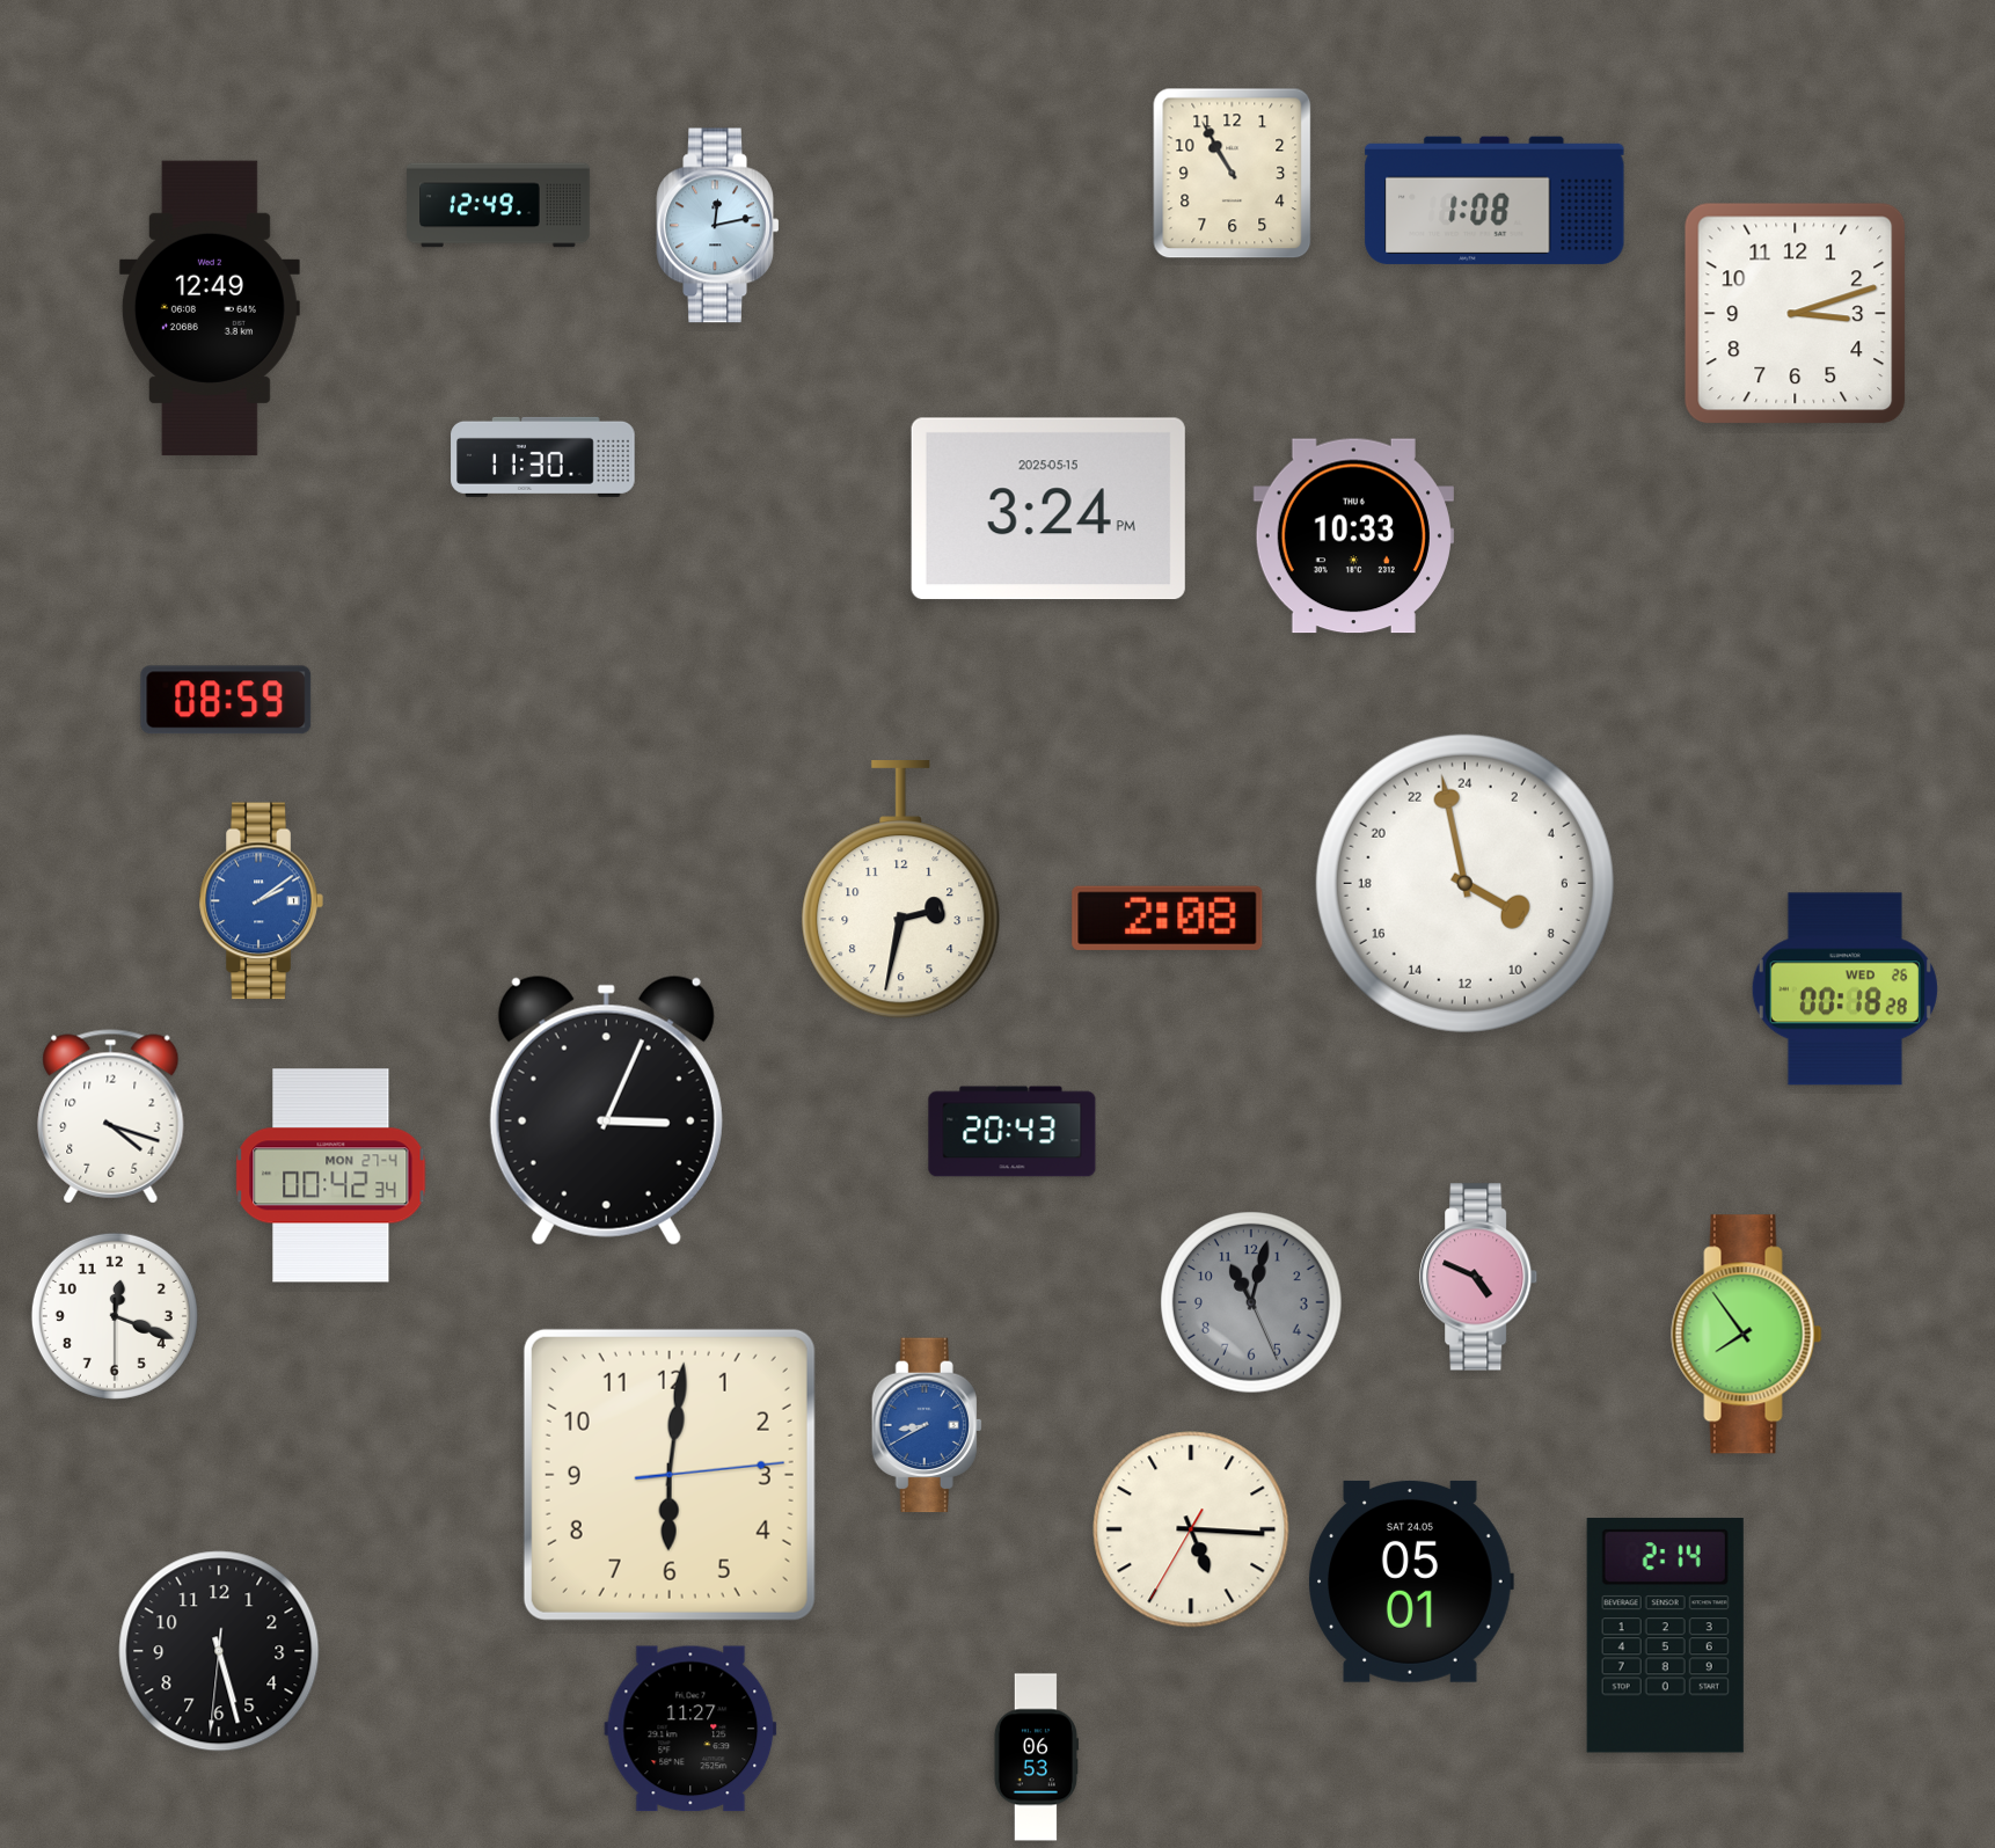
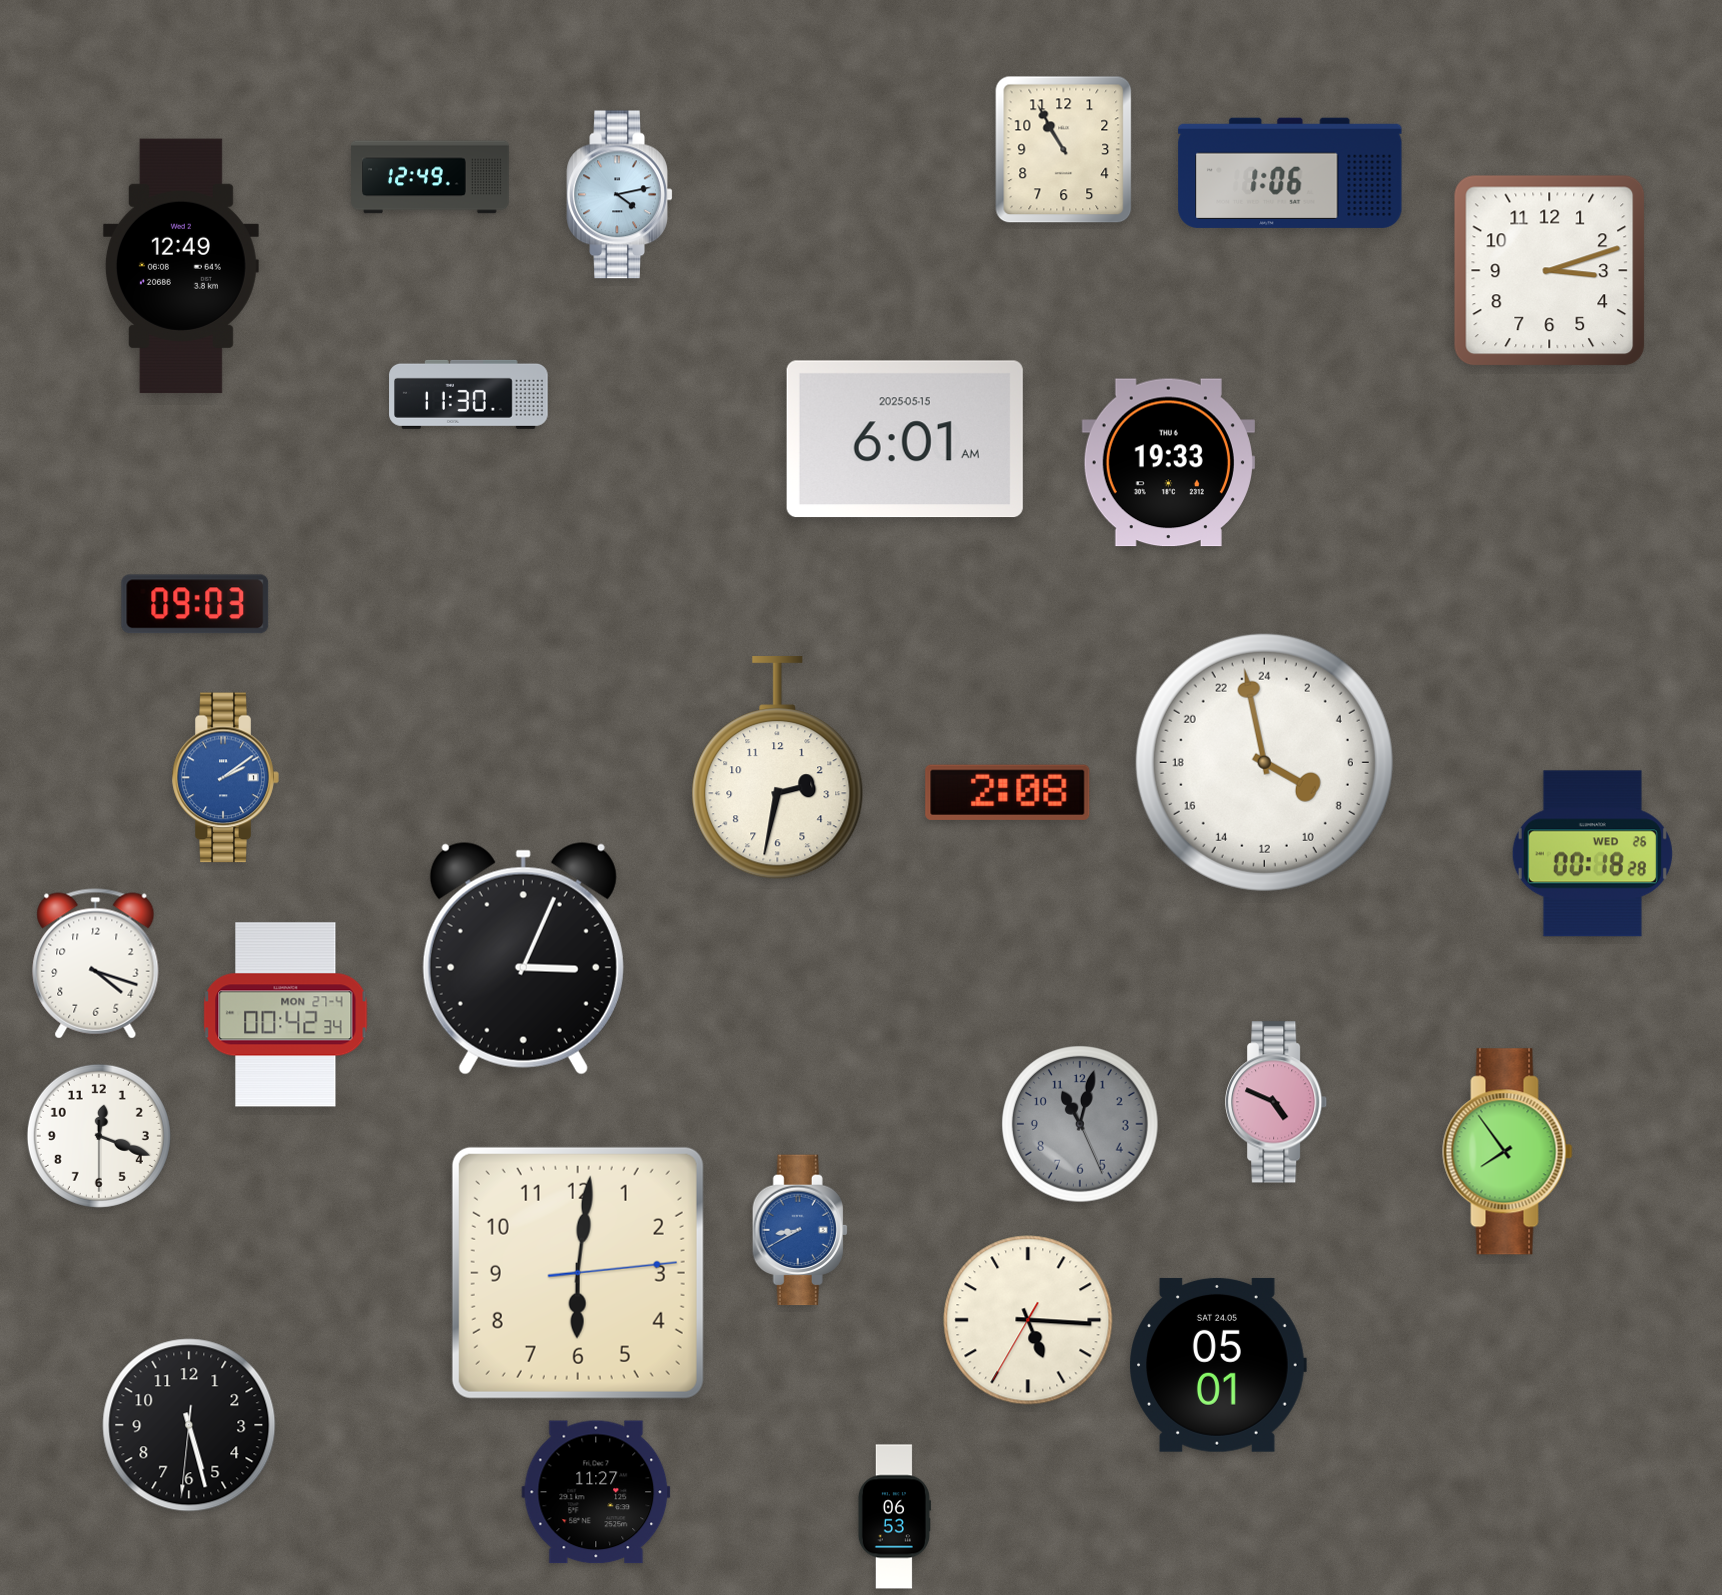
clock at (1495, 200): 1:08 -> 1:06
clock at (718, 226): 12:13 -> 4:13
clock at (1048, 509): 3:24 -> 6:01
clock at (1353, 536): 10:33 -> 19:33
clock at (226, 700): 08:59 -> 09:03
clock at (1013, 1132): 20:43 -> none
clock at (1665, 1636): 2:14 -> none
